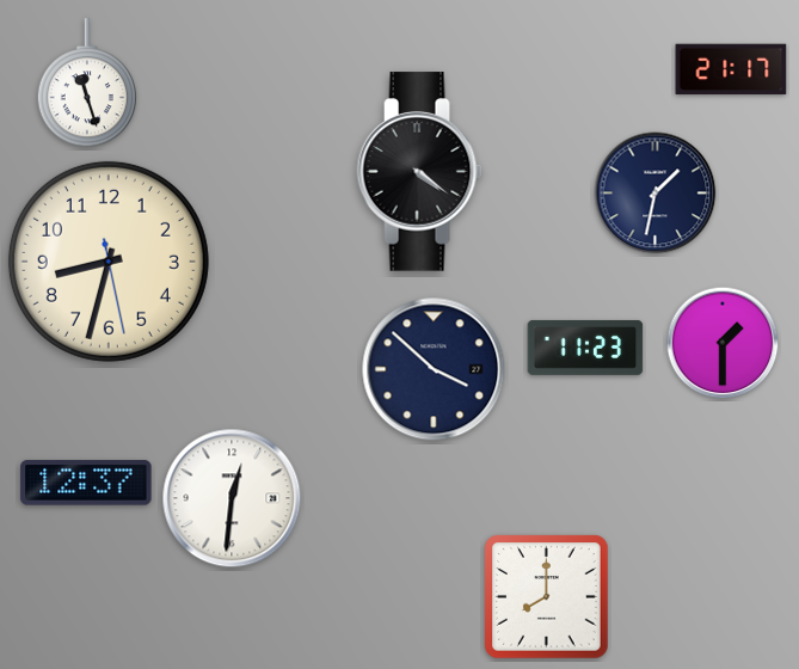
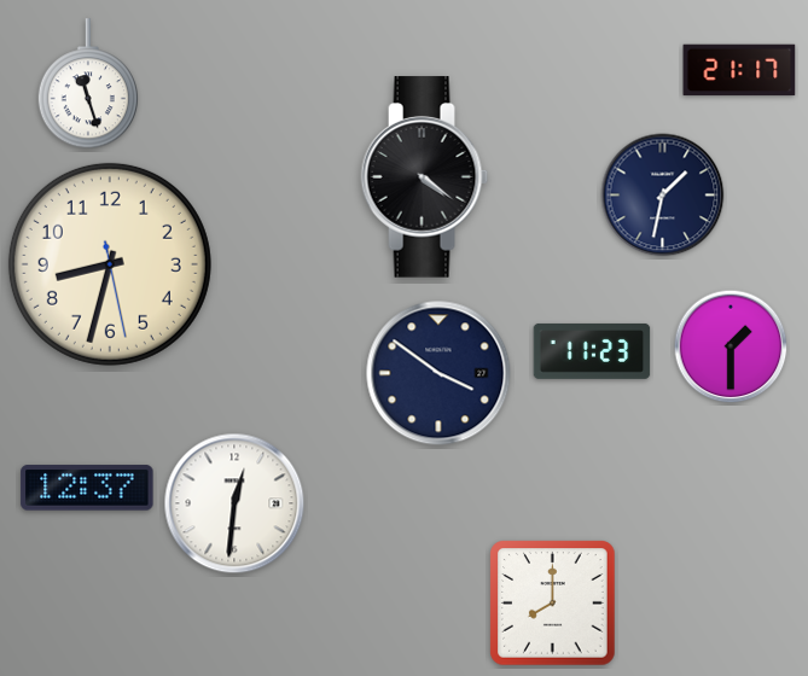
clock at (420, 172) position: (420, 172) -> (425, 177)
clock at (434, 369): 3:52 -> 3:51
